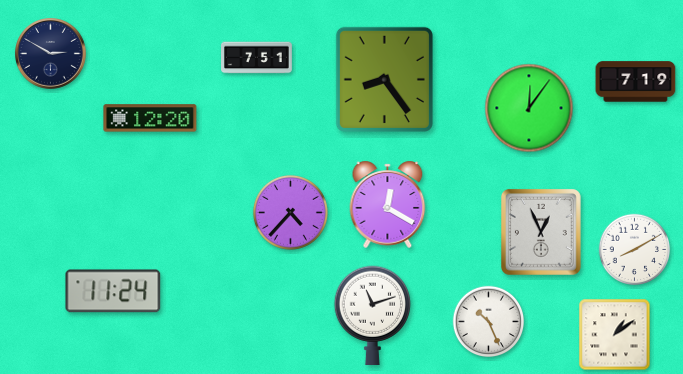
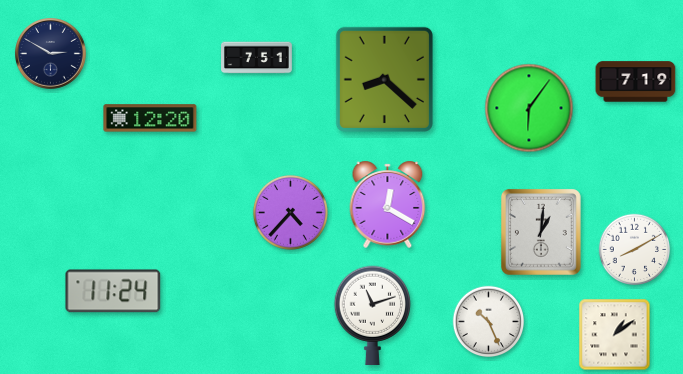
clock at (384, 79): 8:24 -> 8:22
clock at (529, 108): 12:06 -> 6:06
clock at (541, 233): 12:56 -> 1:01
